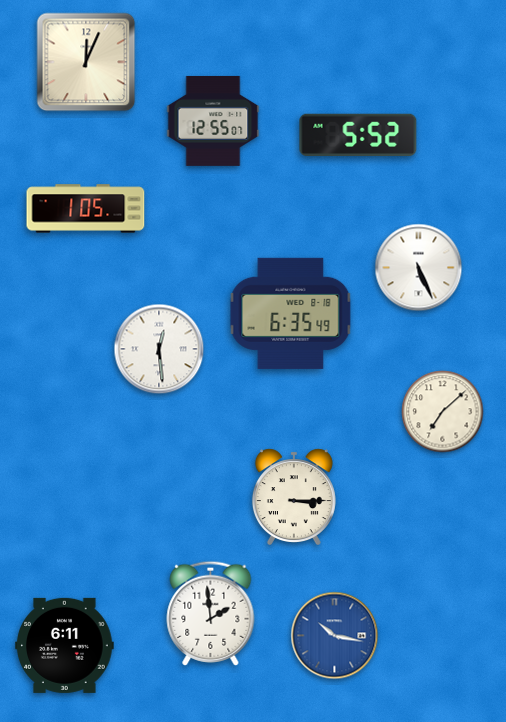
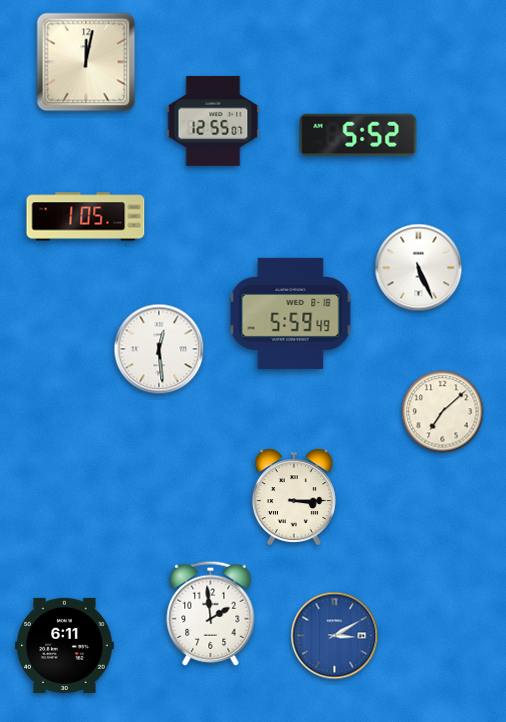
clock at (86, 62): 12:04 -> 12:02
clock at (86, 209) position: (86, 209) -> (86, 217)
clock at (291, 313): 6:35 -> 5:59
clock at (335, 636): 10:17 -> 3:10
